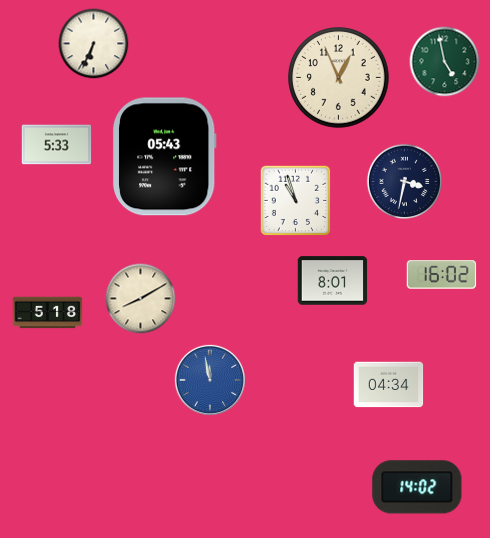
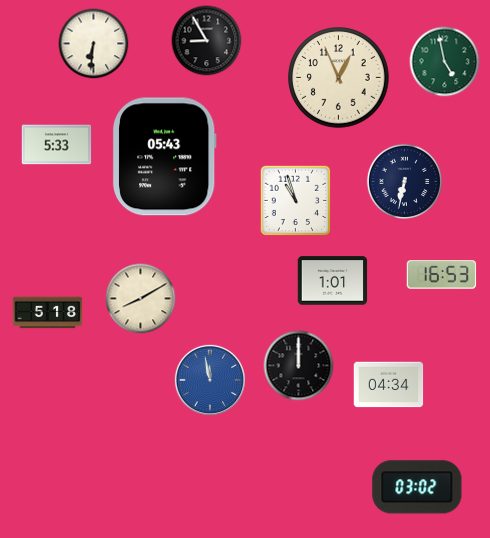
clock at (207, 41): none -> 8:55
clock at (94, 44): 6:34 -> 6:31
clock at (404, 181): 3:32 -> 6:32
clock at (442, 275): 16:02 -> 16:53
clock at (333, 281): 8:01 -> 1:01
clock at (299, 366): none -> 12:00
clock at (417, 487): 14:02 -> 03:02
